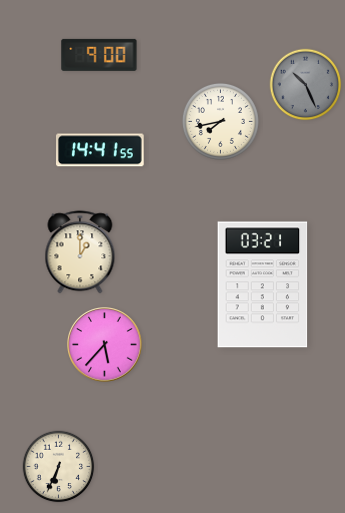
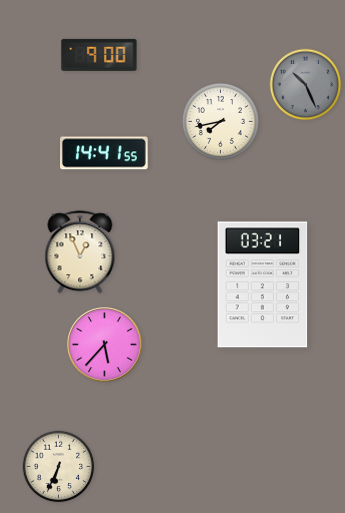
clock at (101, 150) position: (101, 150) -> (105, 153)
clock at (80, 252): 1:00 -> 12:56
